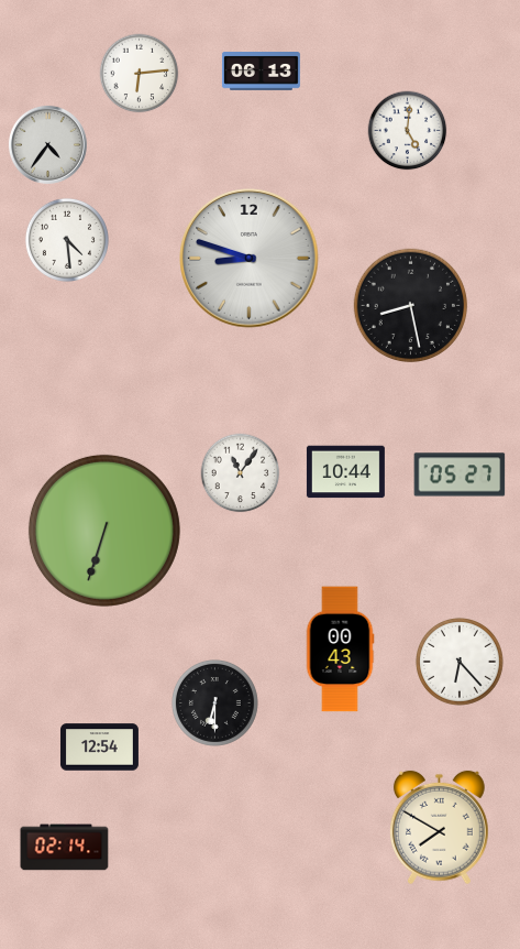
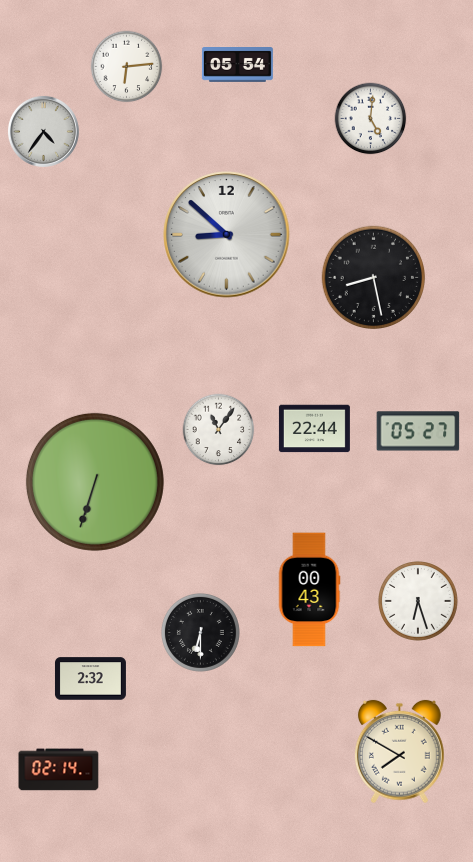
clock at (261, 72): 06:13 -> 05:54
clock at (67, 240): 4:29 -> none
clock at (250, 259): 8:48 -> 8:52
clock at (345, 472): 10:44 -> 22:44
clock at (461, 663): 6:23 -> 6:27
clock at (214, 702) position: (214, 702) -> (200, 632)
clock at (99, 748): 12:54 -> 2:32
